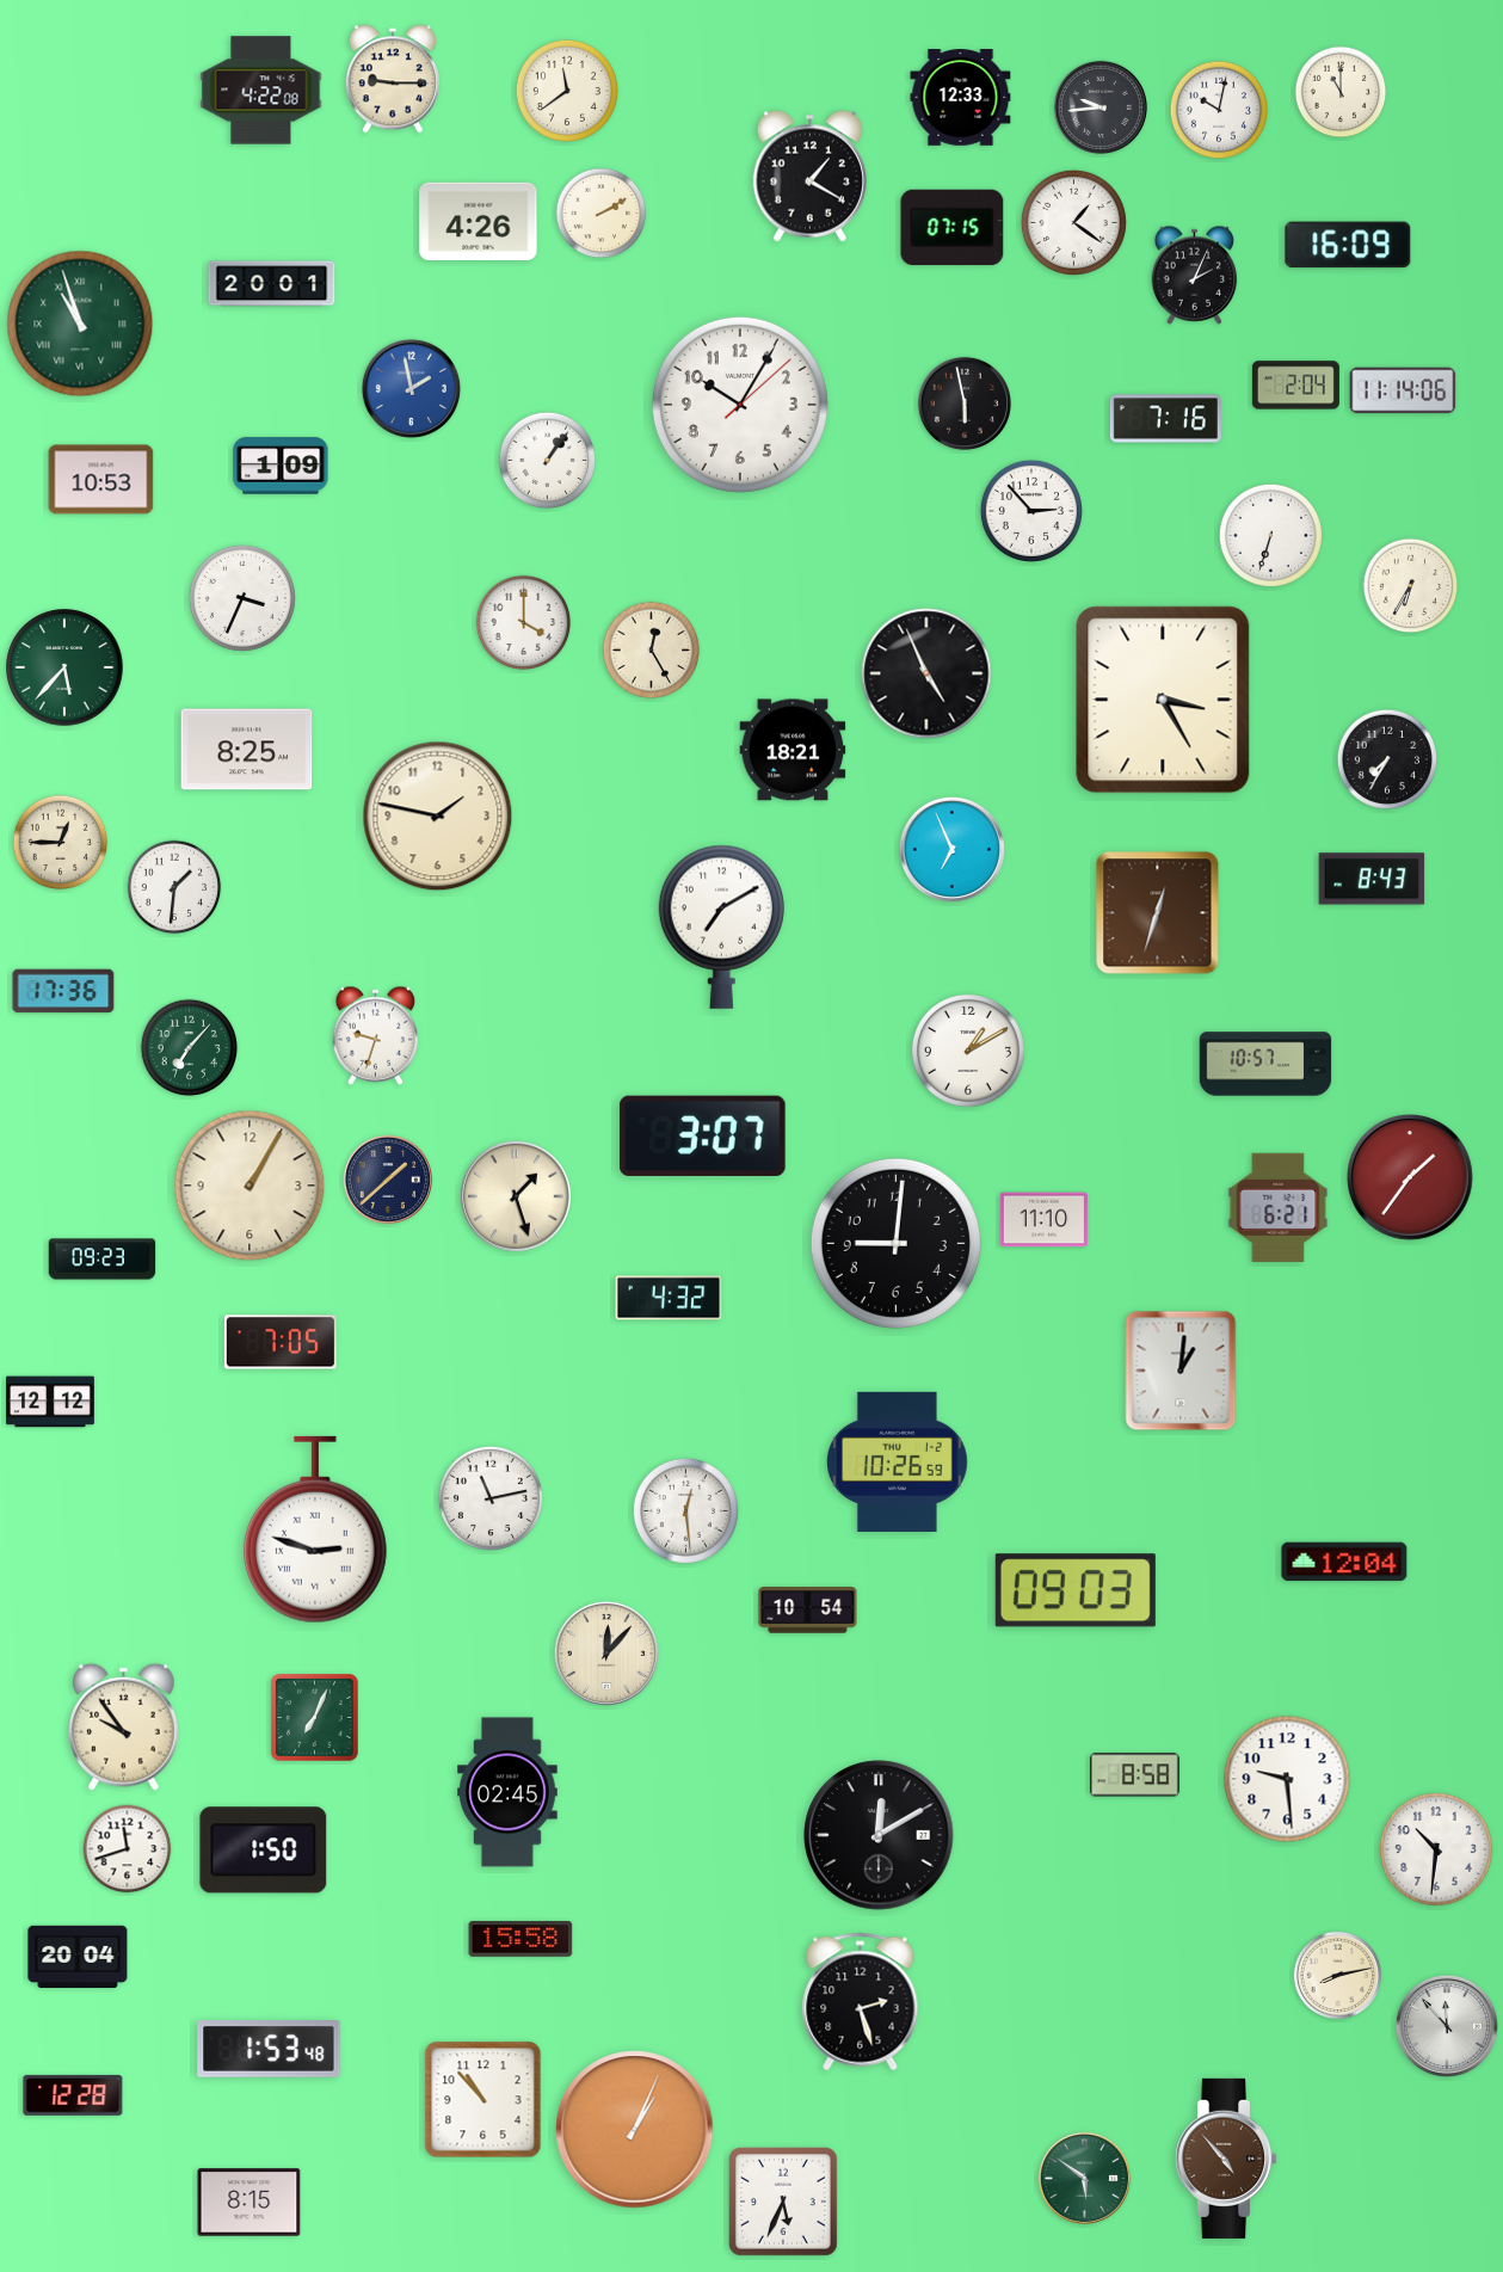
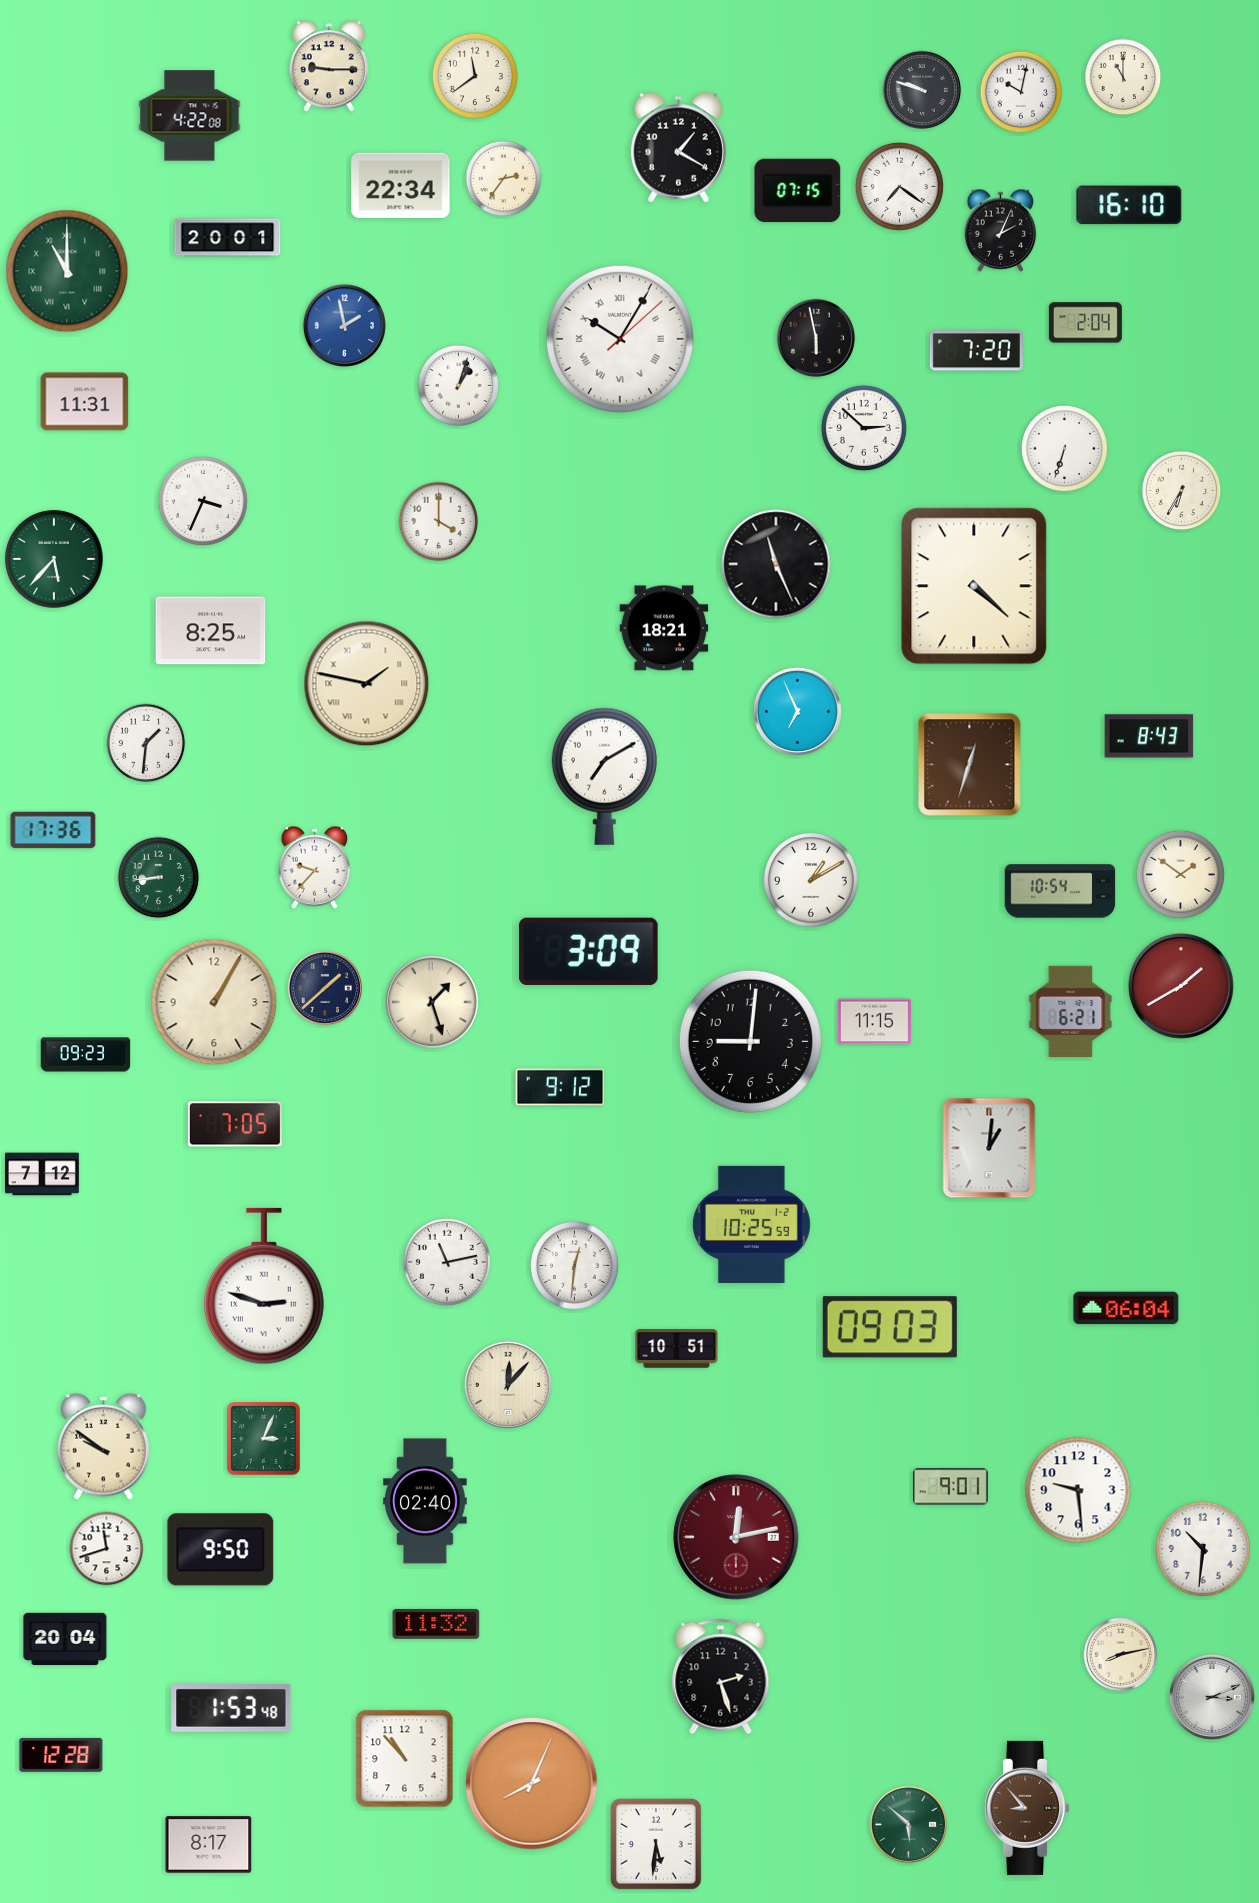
clock at (261, 91) position: (261, 91) -> (190, 116)
clock at (961, 98): 12:33 -> none
clock at (1101, 107): 9:44 -> 9:48
clock at (602, 214): 2:10 -> 2:36
clock at (479, 221): 4:26 -> 22:34
clock at (1073, 222): 1:21 -> 7:21
clock at (1348, 245): 16:09 -> 16:10
clock at (80, 324): 10:57 -> 11:00
clock at (1403, 390): 11:14 -> none
clock at (965, 404) position: (965, 404) -> (816, 338)
clock at (740, 405) numerals: Arabic -> Roman
clock at (1165, 419): 7:16 -> 7:20
clock at (548, 461): 1:06 -> 1:03
clock at (281, 466): 1:09 -> none
clock at (101, 480): 10:53 -> 11:31
clock at (1031, 511): 2:53 -> 2:52
clock at (652, 651): 12:25 -> none
clock at (926, 673): 4:56 -> 11:26
clock at (1163, 700): 3:25 -> 4:22
clock at (247, 750) position: (247, 750) -> (211, 631)
clock at (1386, 758): 7:35 -> none
clock at (438, 817) numerals: Arabic -> Roman
clock at (61, 843): 12:45 -> none
clock at (376, 1035): 9:33 -> 9:37
clock at (1180, 874): none -> 1:51
clock at (190, 1048): 7:07 -> 8:44
clock at (1265, 1064): 10:57 -> 10:54
clock at (703, 1135): 3:07 -> 3:09
clock at (1411, 1178): 1:36 -> 1:40
clock at (250, 1186) position: (250, 1186) -> (214, 1002)
clock at (1043, 1220): 11:10 -> 11:15
clock at (669, 1298): 4:32 -> 9:12
clock at (51, 1402): 12:12 -> 7:12
clock at (897, 1461): 10:26 -> 10:25
clock at (491, 1498) position: (491, 1498) -> (447, 1262)
clock at (685, 1510): 12:29 -> 12:31
clock at (315, 1529) position: (315, 1529) -> (264, 1286)
clock at (1344, 1562): 12:04 -> 06:04
clock at (1076, 1590) position: (1076, 1590) -> (890, 1327)
clock at (808, 1611): 10:54 -> 10:51
clock at (315, 1718): 7:04 -> 3:04
clock at (124, 1726): 9:54 -> 9:51
clock at (1135, 1775): 8:58 -> 9:01
clock at (507, 1792): 02:45 -> 02:40
clock at (879, 1835): 12:10 -> 12:13
clock at (879, 1835) dial: black -> burgundy
clock at (264, 1851): 1:50 -> 9:50
clock at (520, 1939): 15:58 -> 11:32
clock at (1447, 2026): 11:53 -> 3:11
clock at (269, 2049) position: (269, 2049) -> (231, 1708)
clock at (635, 2130): 1:04 -> 8:04
clock at (1226, 2159): 4:53 -> 8:53
clock at (1084, 2178): 5:51 -> 5:52
clock at (783, 2202): 5:34 -> 5:31
clock at (250, 2203): 8:15 -> 8:17
